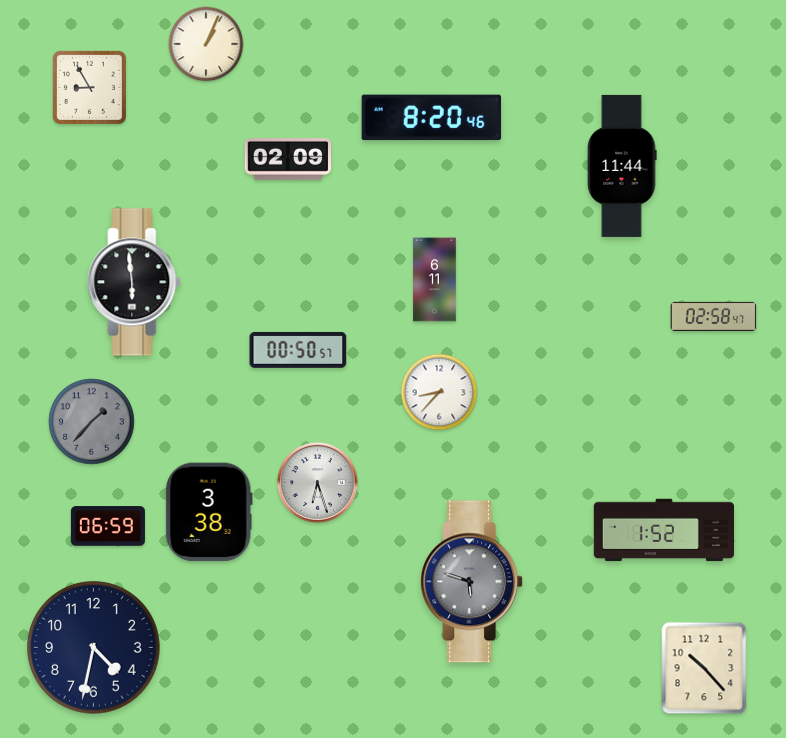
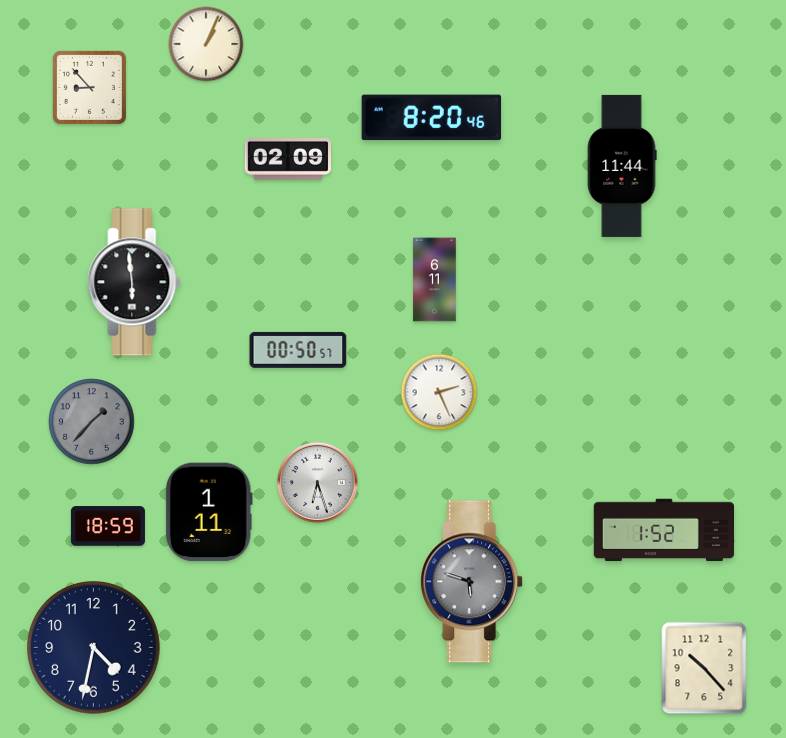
clock at (89, 87): 8:55 -> 8:53
clock at (714, 316): 02:58 -> none
clock at (439, 392): 8:37 -> 2:26
clock at (209, 512): 3:38 -> 1:11
clock at (108, 526): 06:59 -> 18:59
